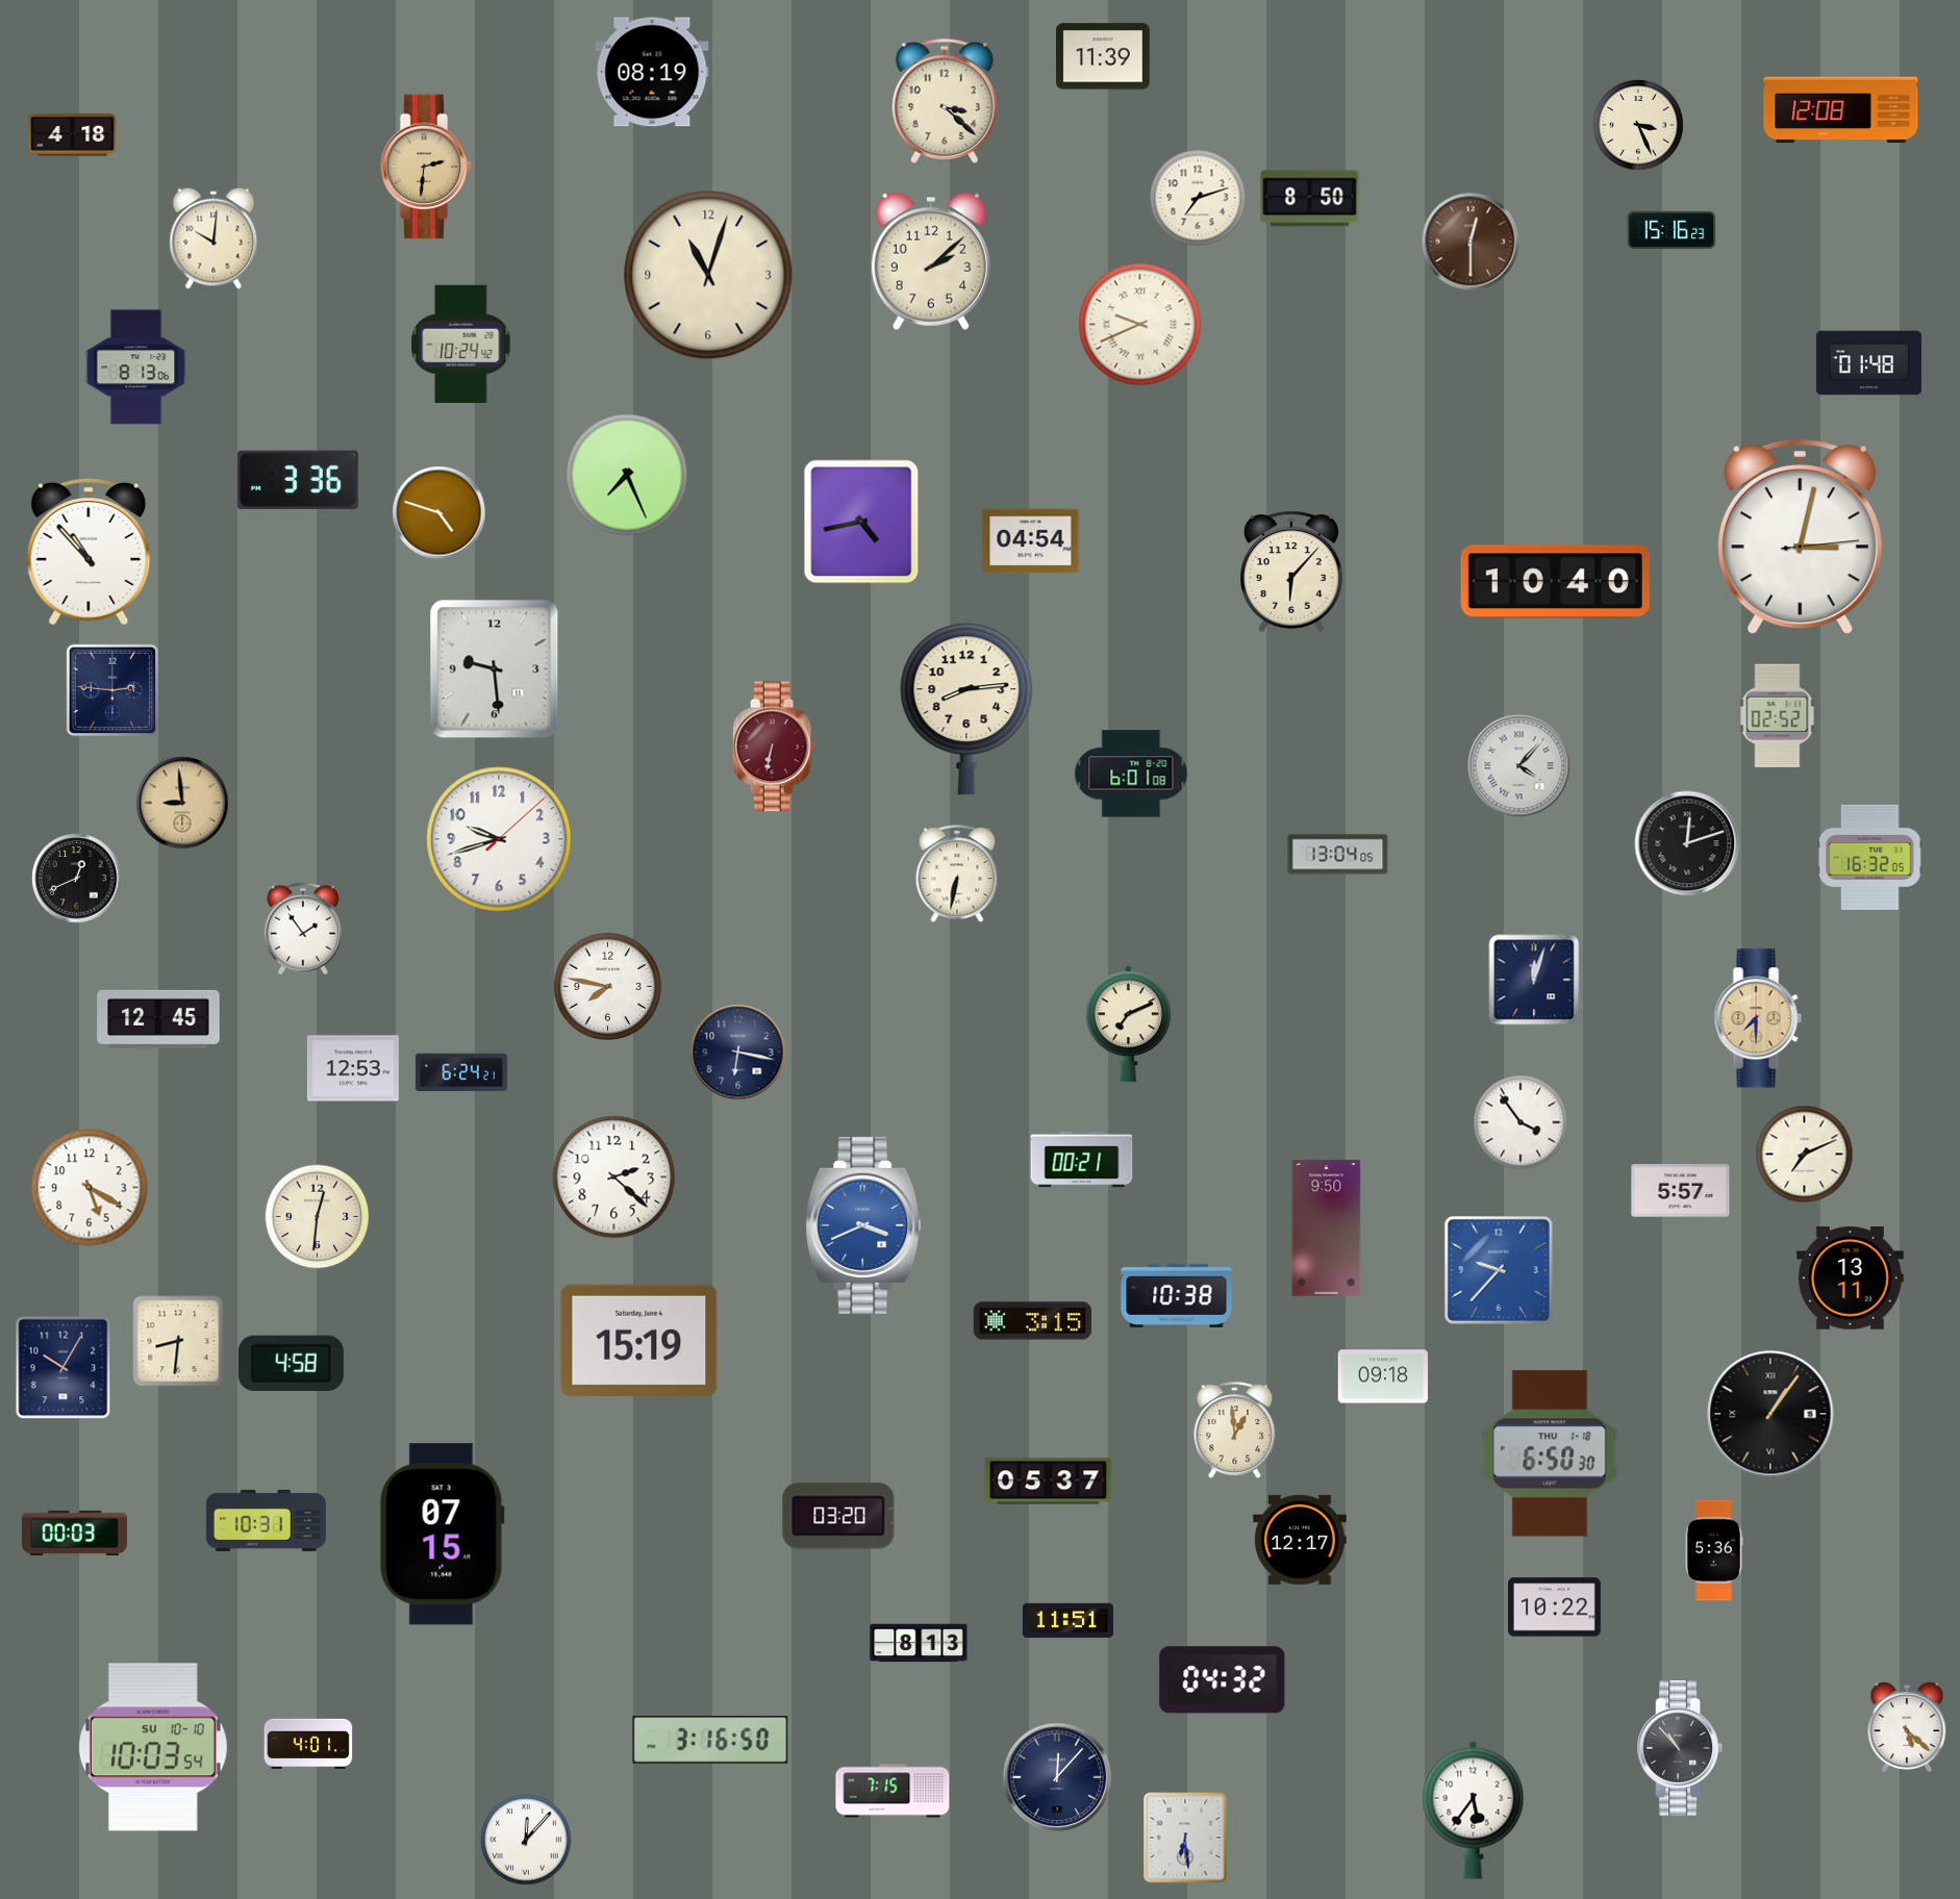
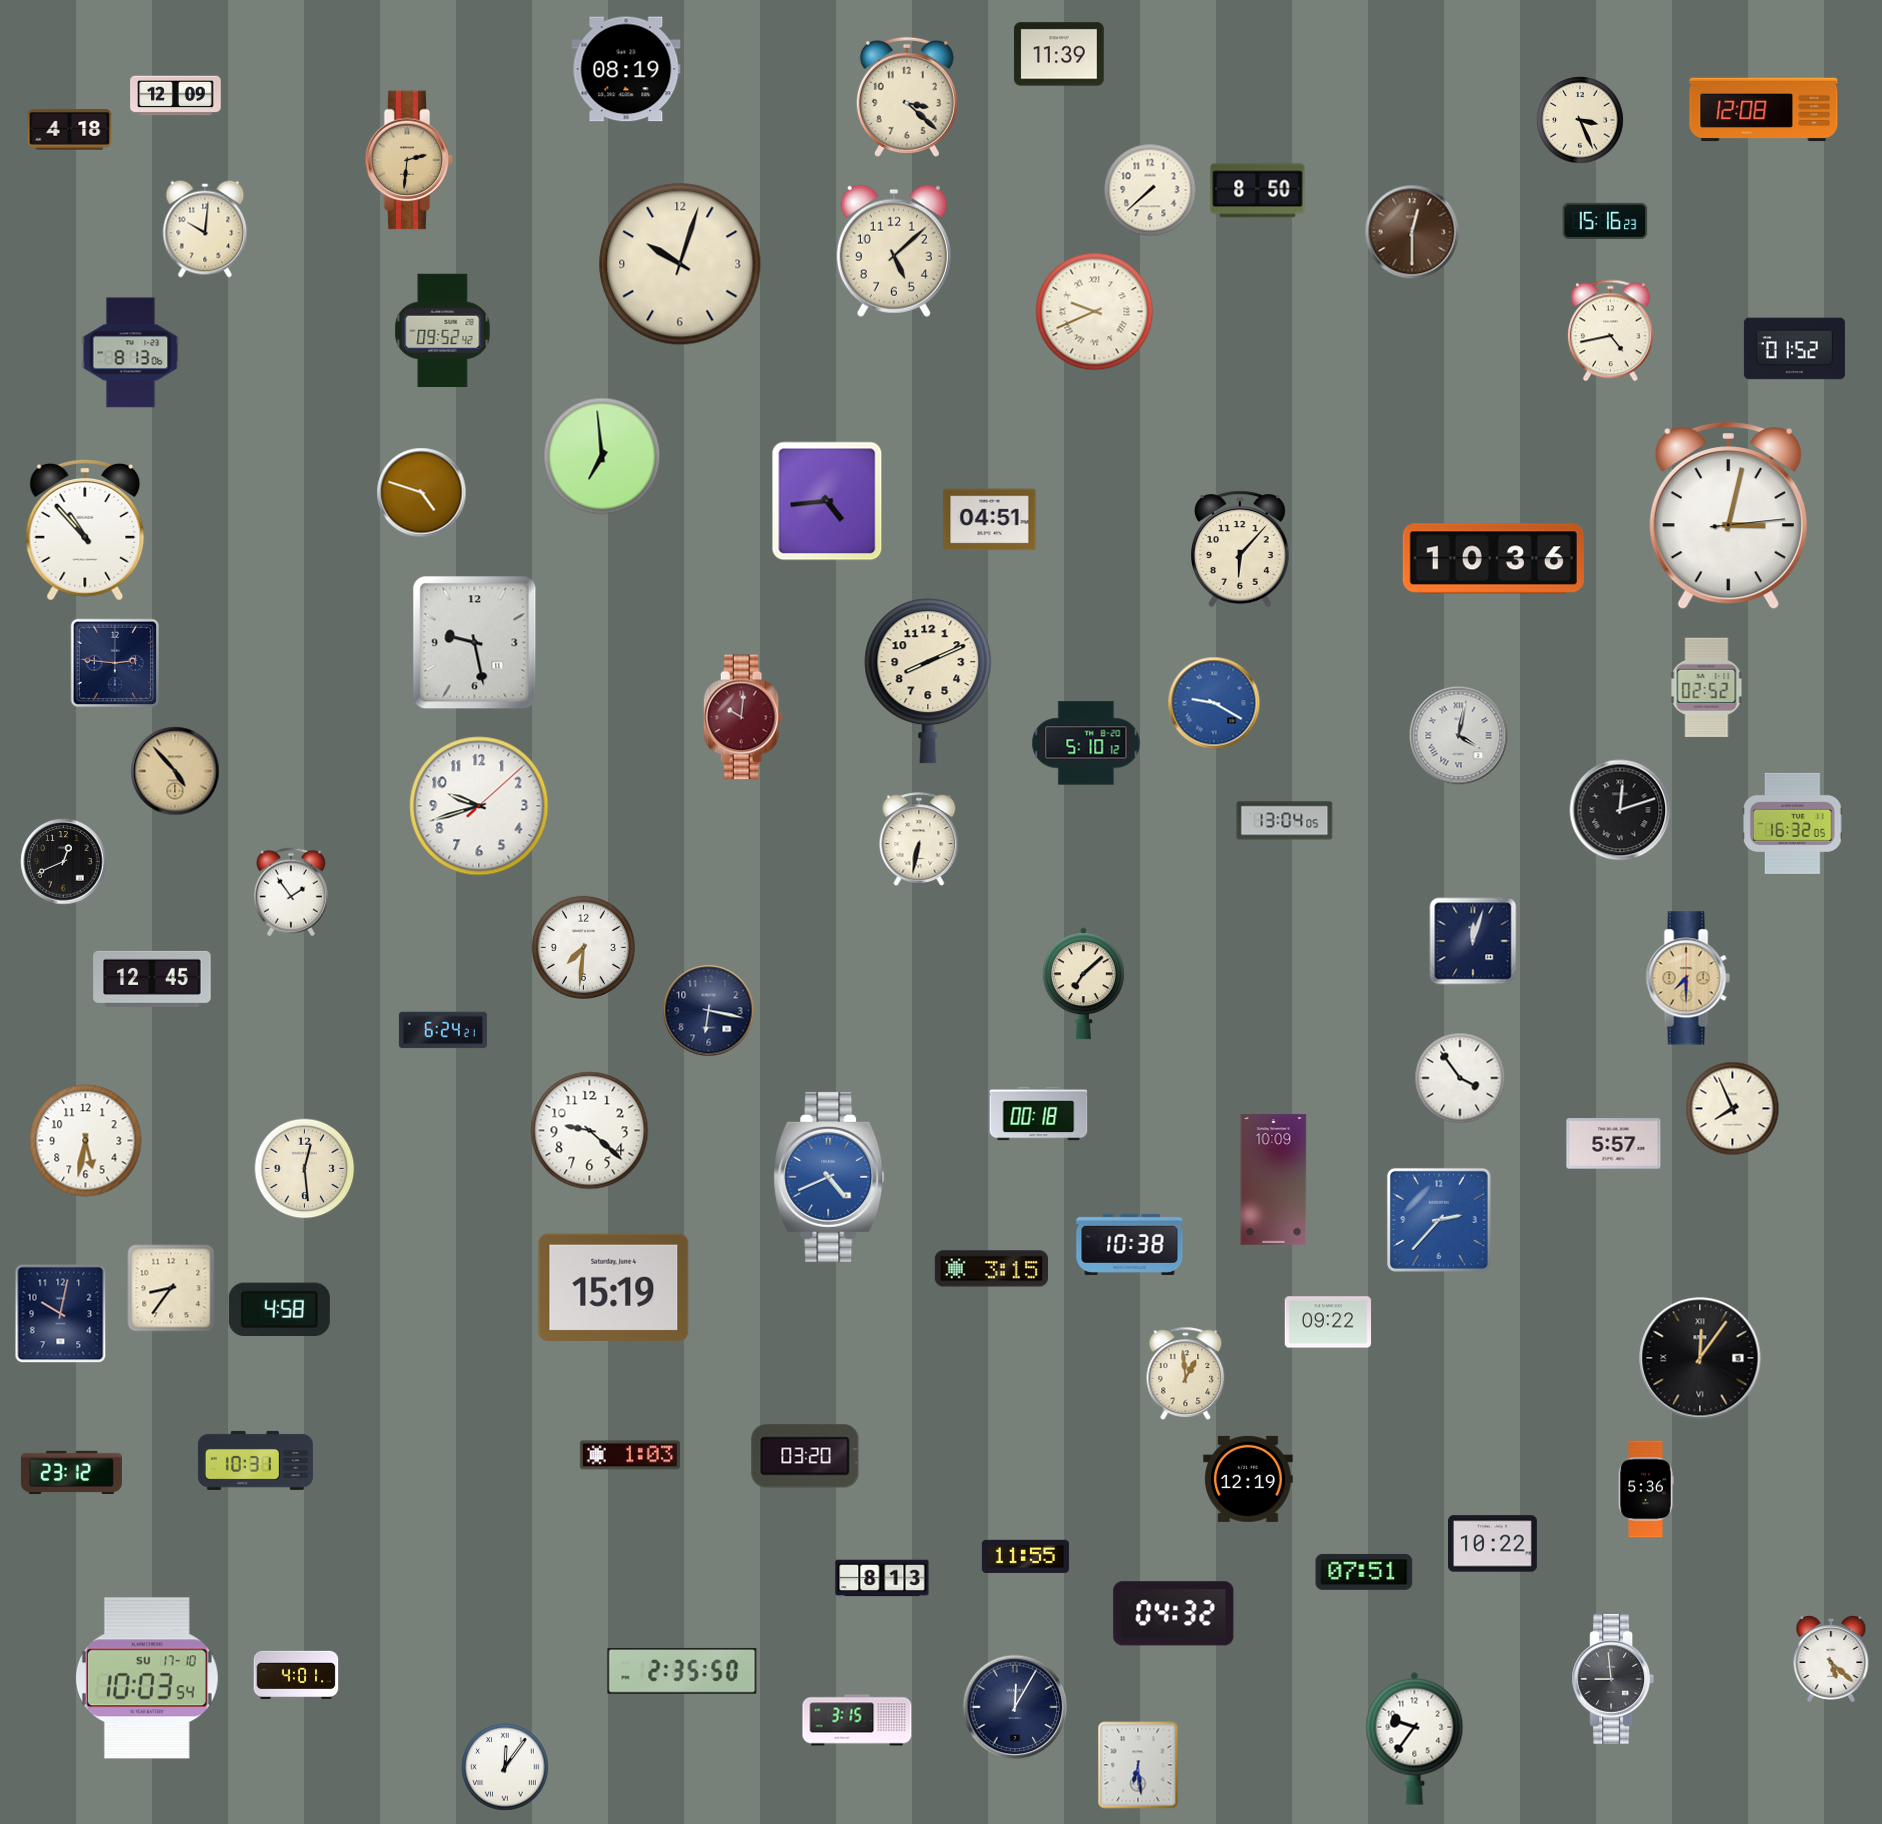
clock at (176, 96): none -> 12:09
clock at (1841, 110) position: (1841, 110) -> (1764, 110)
clock at (1638, 125) position: (1638, 125) -> (1580, 120)
clock at (1198, 198): 7:12 -> 7:38
clock at (931, 261): 2:08 -> 5:08
clock at (708, 275): 11:03 -> 10:03
clock at (461, 344): 10:24 -> 09:52
clock at (1610, 331): none -> 4:43
clock at (1868, 363): 01:48 -> 01:52
clock at (627, 475): 7:26 -> 6:59
clock at (298, 480): 3:36 -> none
clock at (861, 522): 4:43 -> 4:44
clock at (1031, 541): 04:54 -> 04:51
clock at (1555, 582): 10:40 -> 10:36
clock at (495, 669): 9:29 -> 9:28
clock at (112, 690) position: (112, 690) -> (115, 663)
clock at (966, 709): 8:14 -> 8:11
clock at (1214, 703): none -> 9:20
clock at (774, 746): 6:32 -> 10:01
clock at (1519, 766): 4:07 -> 4:02
clock at (1131, 774): 6:01 -> 5:10
clock at (182, 803): 8:59 -> 4:53
clock at (1870, 857) position: (1870, 857) -> (1793, 823)
clock at (77, 879) position: (77, 879) -> (64, 862)
clock at (607, 986): 7:47 -> 7:31
clock at (1128, 1024): 7:11 -> 7:08
clock at (353, 1068): 12:53 -> none
clock at (1805, 1155): 7:11 -> 7:56
clock at (1082, 1160): 00:21 -> 00:18
clock at (614, 1178): 2:22 -> 9:22
clock at (90, 1188): 5:20 -> 5:32
clock at (318, 1217): 12:31 -> 12:29
clock at (863, 1225): 3:41 -> 4:41
clock at (1327, 1229): 9:50 -> 10:09
clock at (1499, 1270): 9:37 -> 2:37
clock at (1851, 1278): 13:11 -> none
clock at (178, 1341): 8:31 -> 8:36
clock at (64, 1368): 10:05 -> 10:02
clock at (1383, 1376): 09:18 -> 09:22
clock at (1770, 1414): 1:06 -> 12:06
clock at (1550, 1453): 6:50 -> none
clock at (1049, 1482): 05:37 -> none
clock at (630, 1455): none -> 1:03
clock at (74, 1533): 00:03 -> 23:12
clock at (442, 1535): 07:15 -> none
clock at (1300, 1540): 12:17 -> 12:19
clock at (1067, 1620): 11:51 -> 11:55
clock at (1364, 1572): none -> 07:51
clock at (710, 1740): 3:16 -> 2:35
clock at (153, 1747) date: SU 10-10 -> SU 17-10
clock at (1680, 1748): 10:53 -> 8:59
clock at (1057, 1777): 12:07 -> 12:05
clock at (893, 1791): 7:15 -> 3:15
clock at (1474, 1809): 5:36 -> 9:36
clock at (526, 1840): 12:07 -> 12:06
